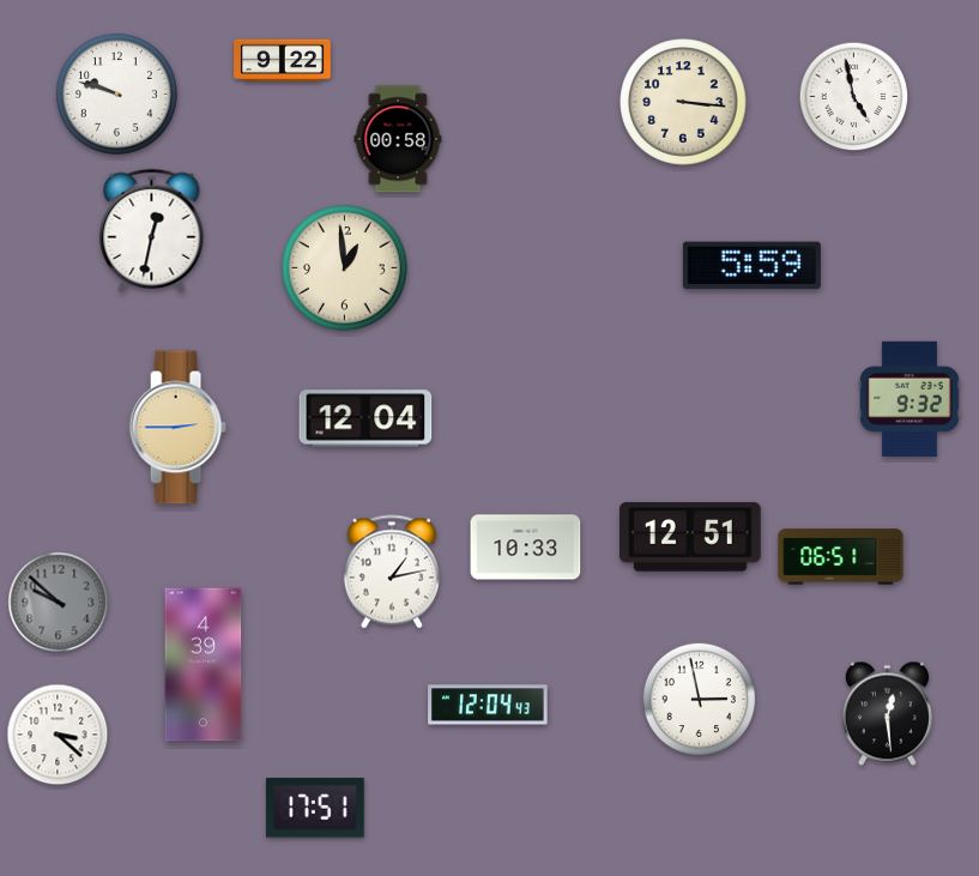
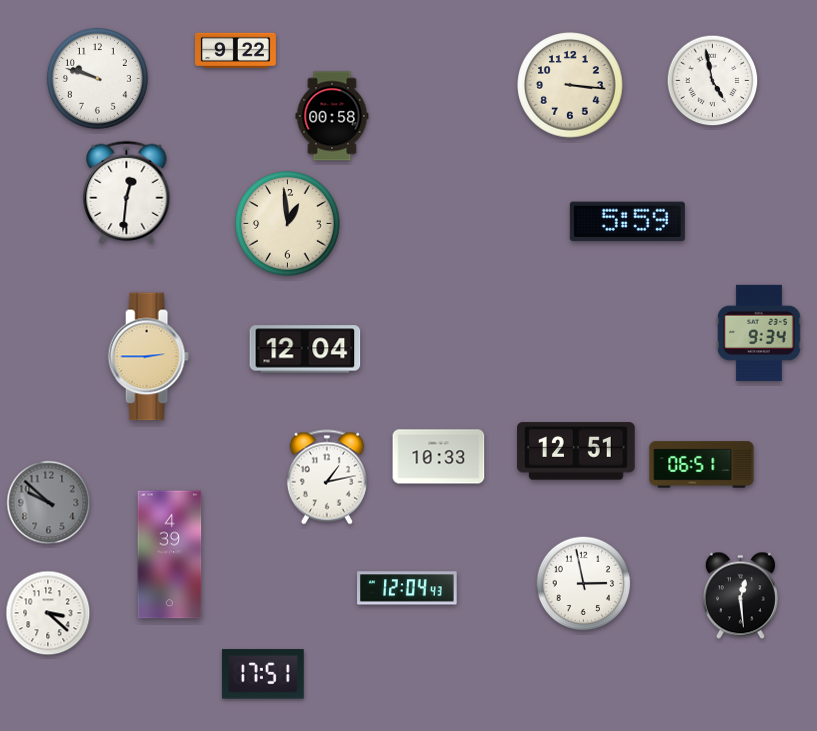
clock at (152, 230): 12:32 -> 12:31
clock at (909, 399): 9:32 -> 9:34
clock at (691, 537) position: (691, 537) -> (577, 451)
